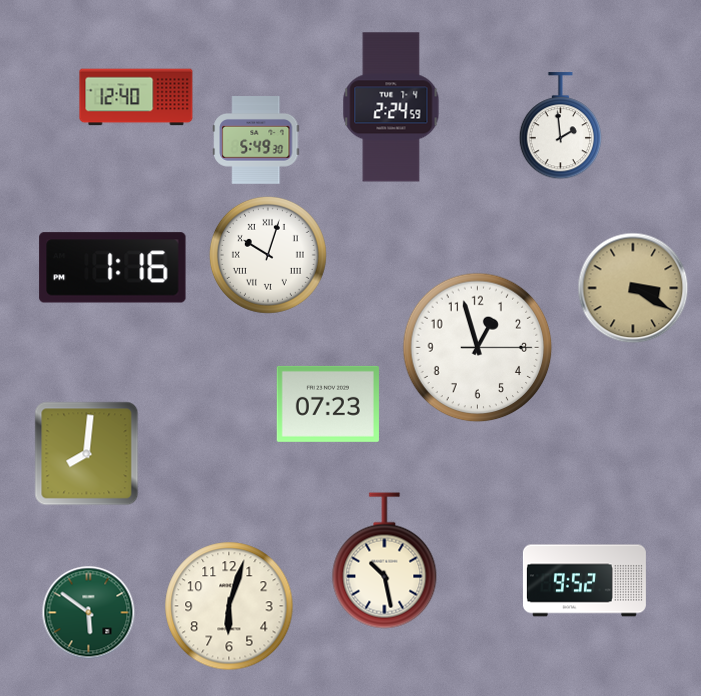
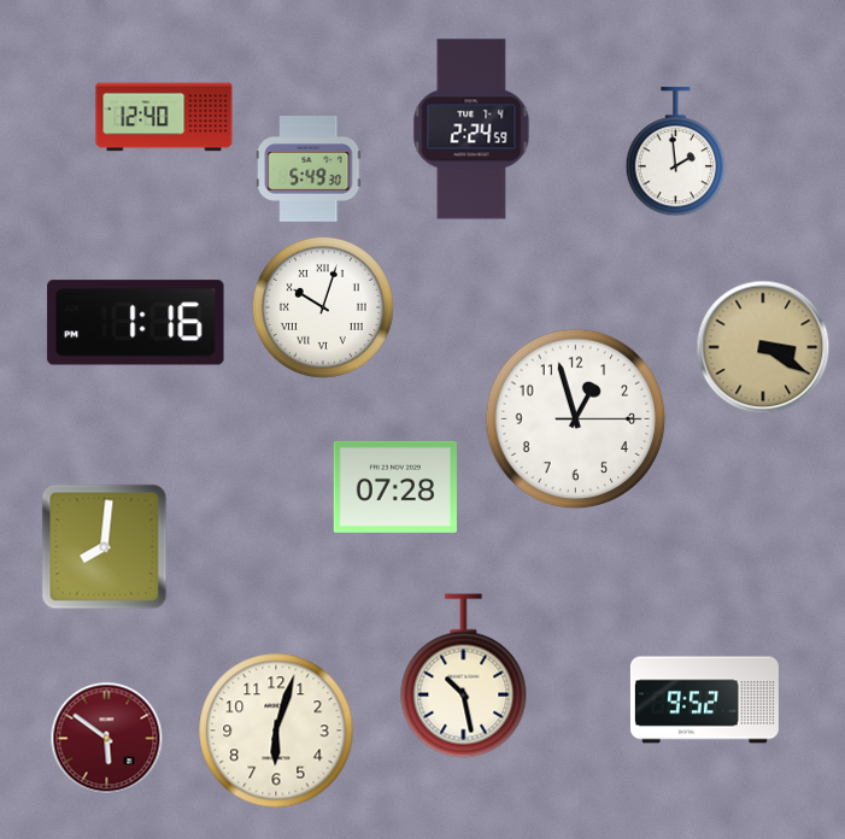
clock at (328, 404): 07:23 -> 07:28
clock at (89, 613) dial: green -> burgundy
